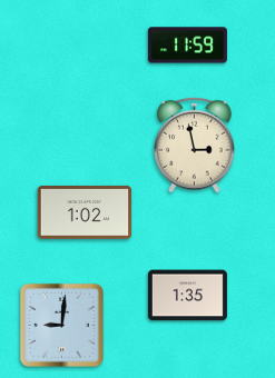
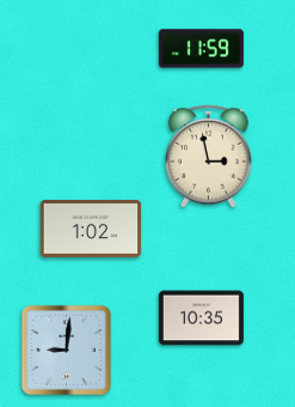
clock at (187, 296): 1:35 -> 10:35
